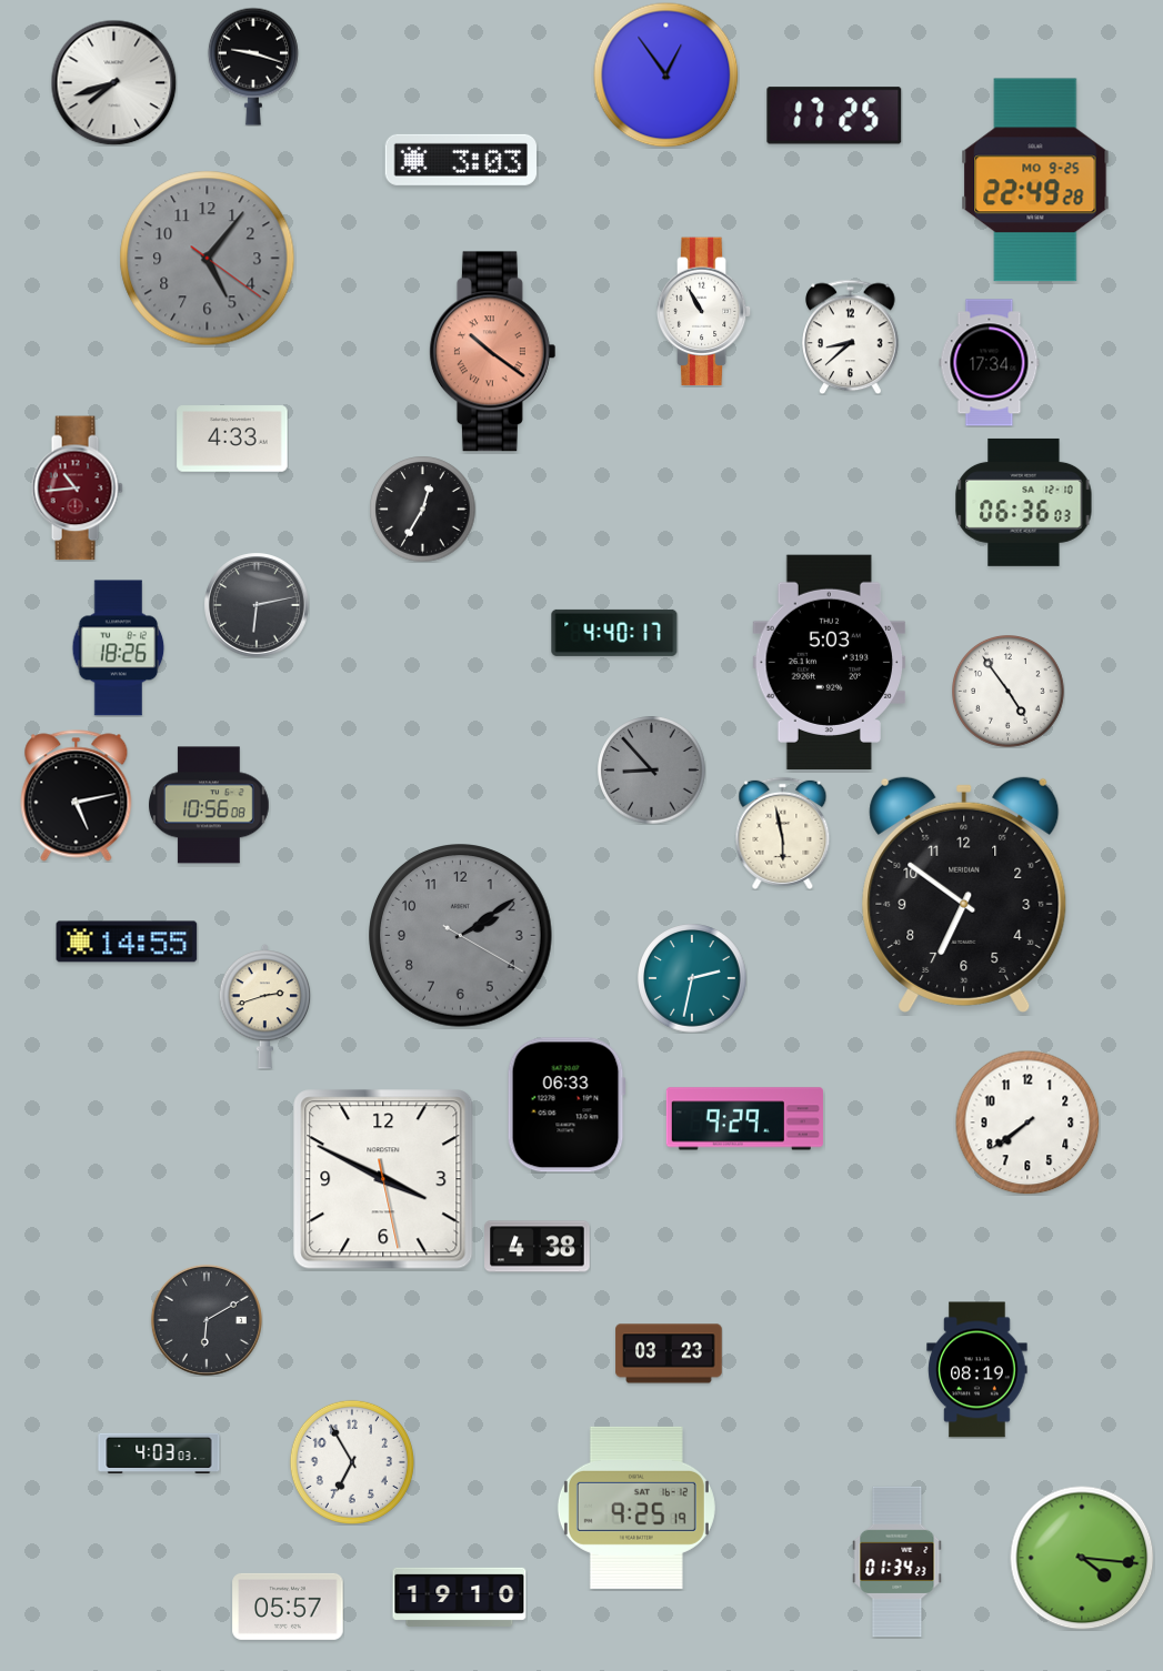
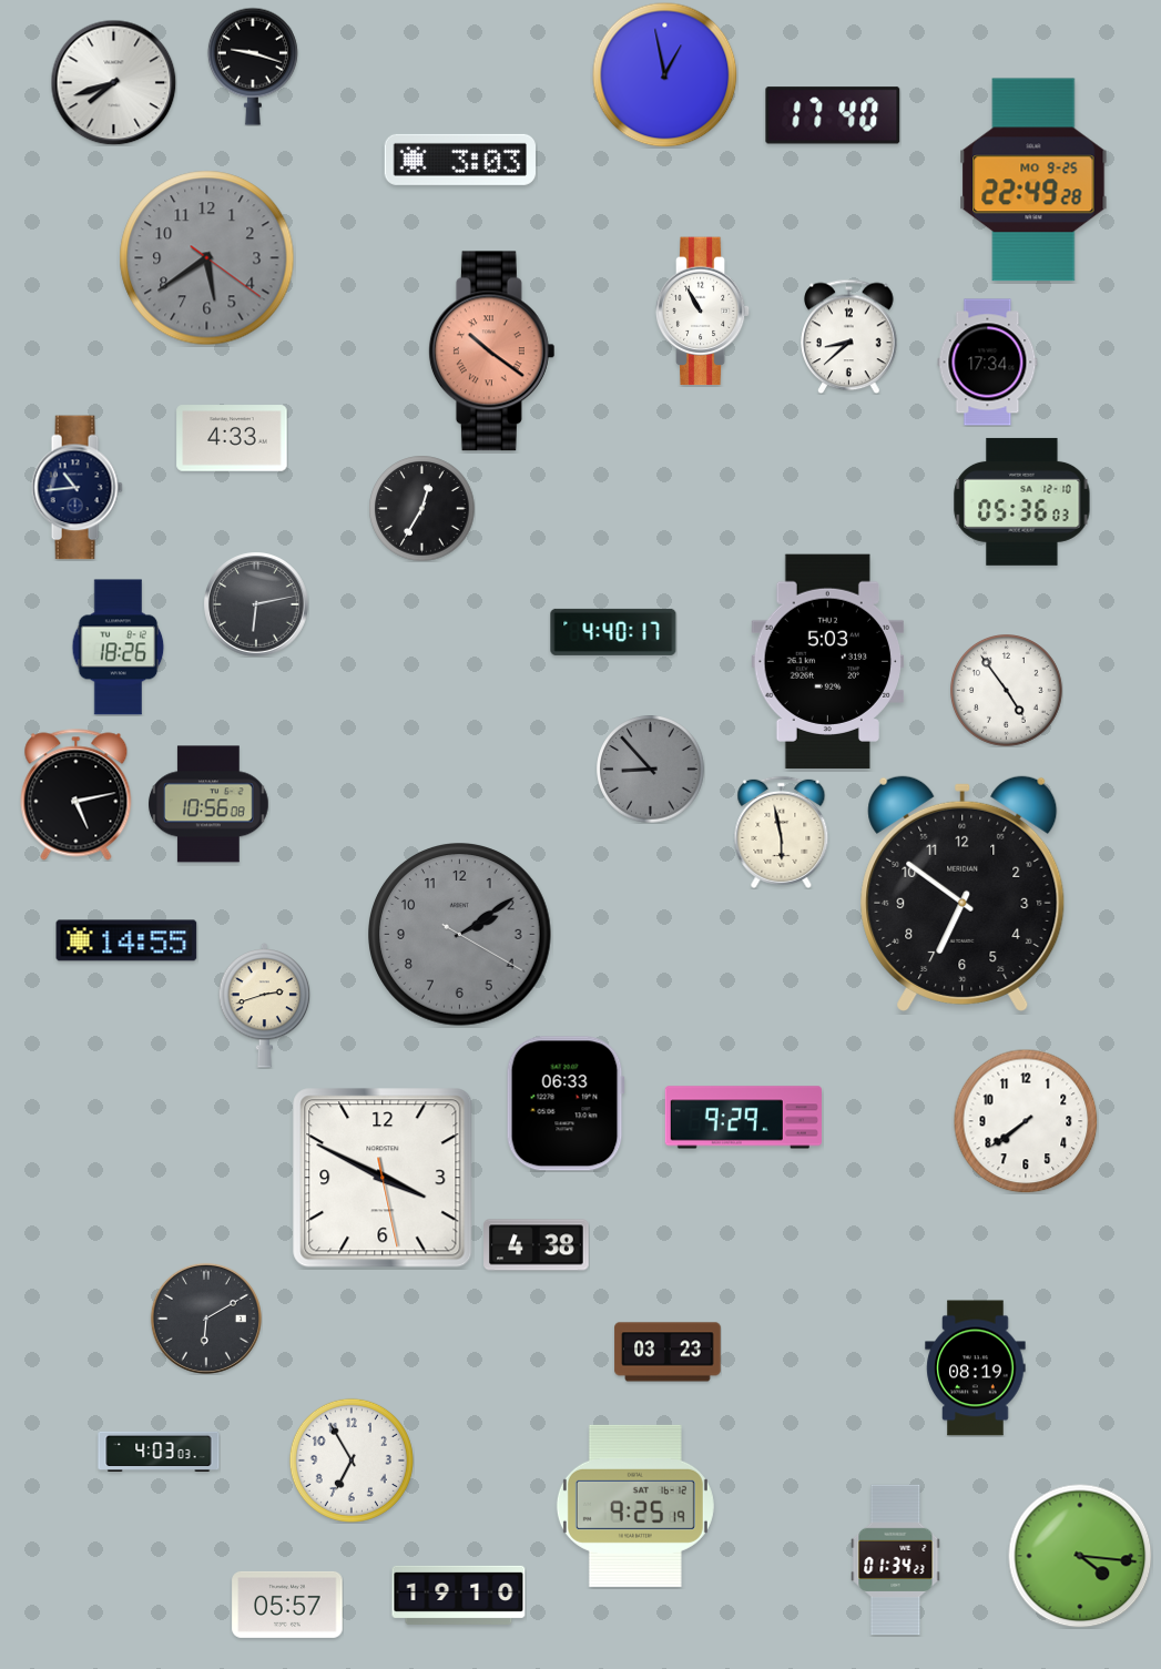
clock at (666, 76): 12:54 -> 12:58
clock at (834, 115): 17:25 -> 17:40
clock at (208, 259): 5:06 -> 5:39
clock at (77, 489) dial: burgundy -> navy
clock at (1024, 502): 06:36 -> 05:36
clock at (692, 978): 2:32 -> none
